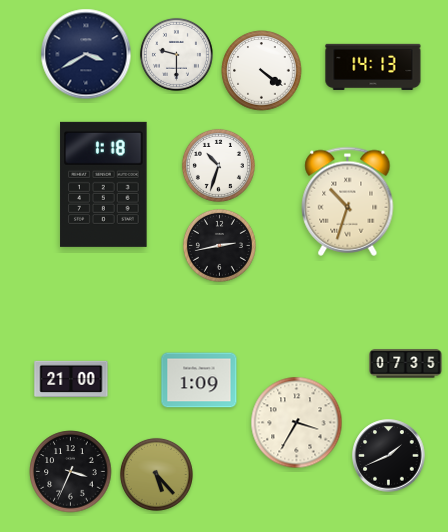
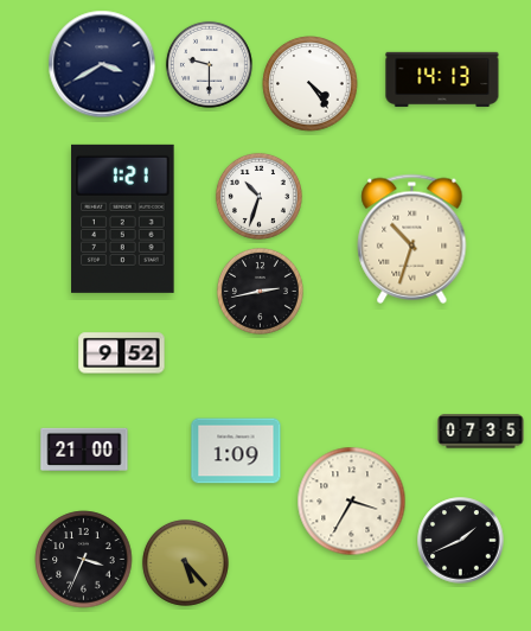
clock at (262, 71): 4:21 -> 4:24
clock at (104, 184): 1:18 -> 1:21
clock at (122, 353): none -> 9:52
